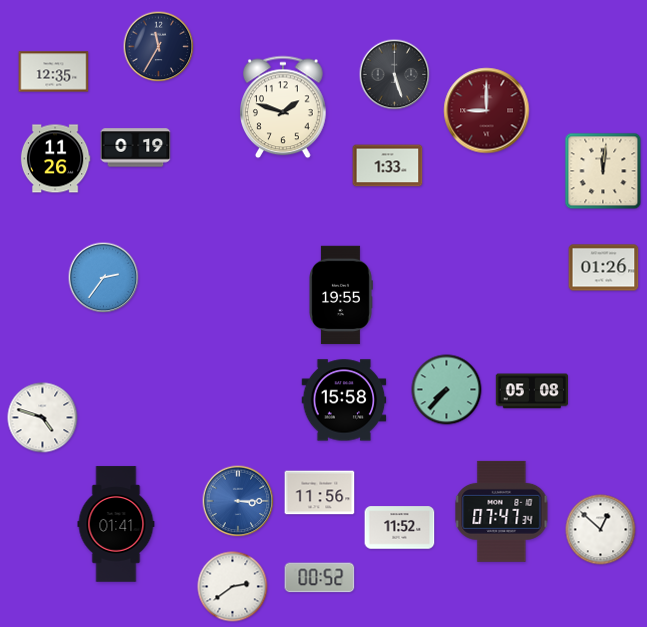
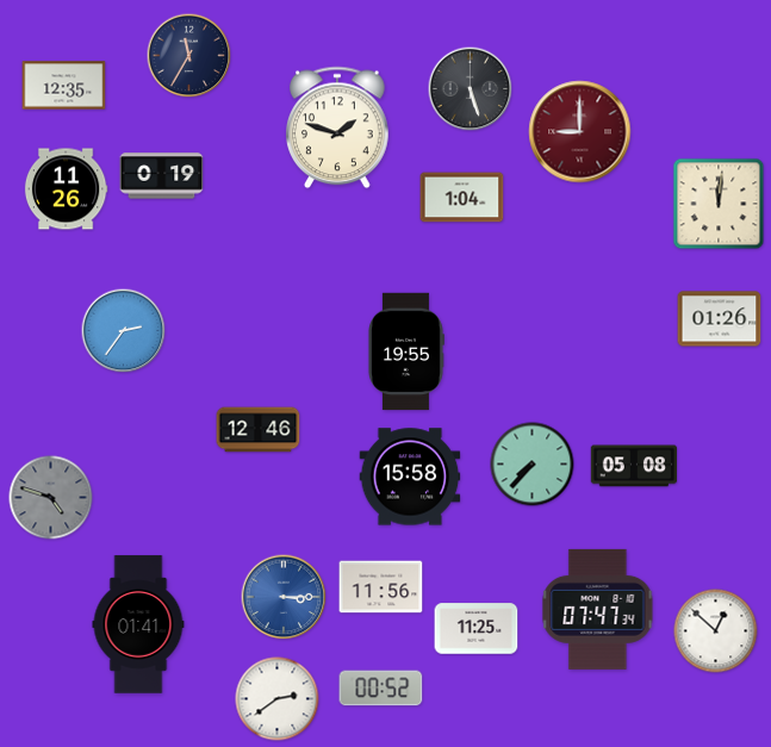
clock at (388, 166): 1:33 -> 1:04
clock at (259, 430): none -> 12:46
clock at (43, 418) dial: white -> grey
clock at (400, 528): 11:52 -> 11:25
